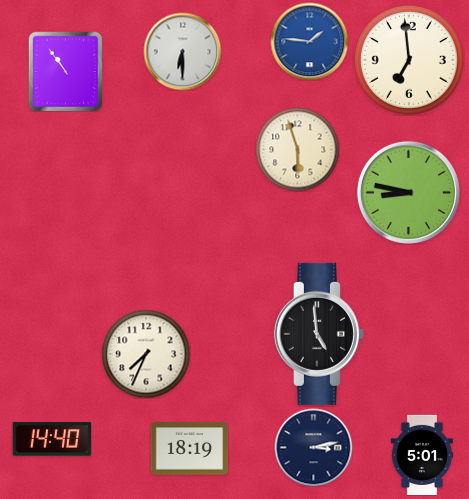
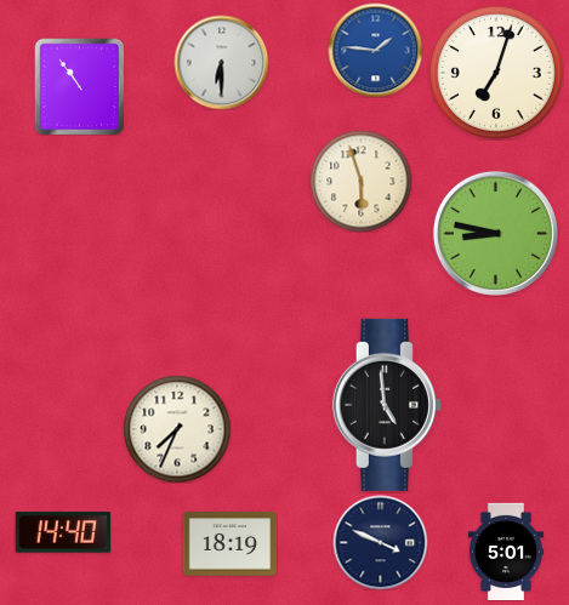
clock at (409, 60): 6:59 -> 7:03
clock at (313, 447): 3:13 -> 3:49
clock at (421, 454) position: (421, 454) -> (505, 550)
